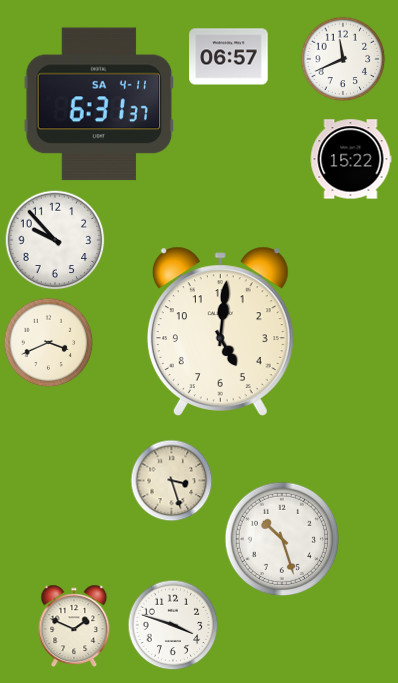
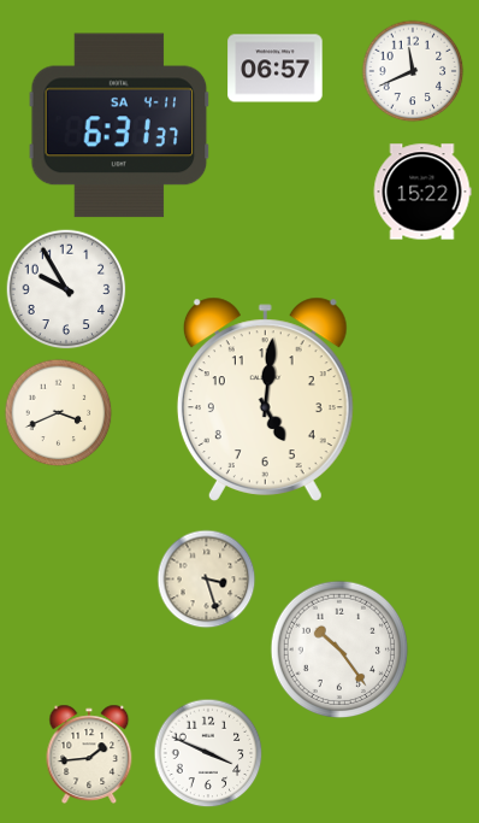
clock at (55, 240): 9:53 -> 9:55
clock at (282, 539): 10:27 -> 10:24
clock at (74, 625): 1:49 -> 1:44
clock at (173, 625): 3:48 -> 3:49
